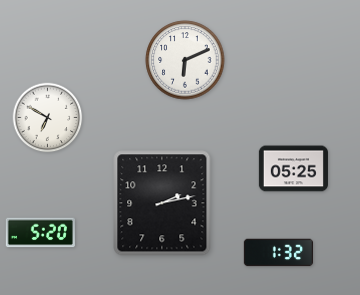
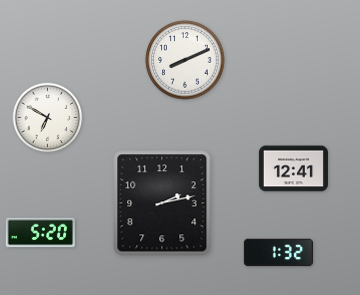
clock at (185, 60): 6:11 -> 8:11
clock at (293, 169): 05:25 -> 12:41
